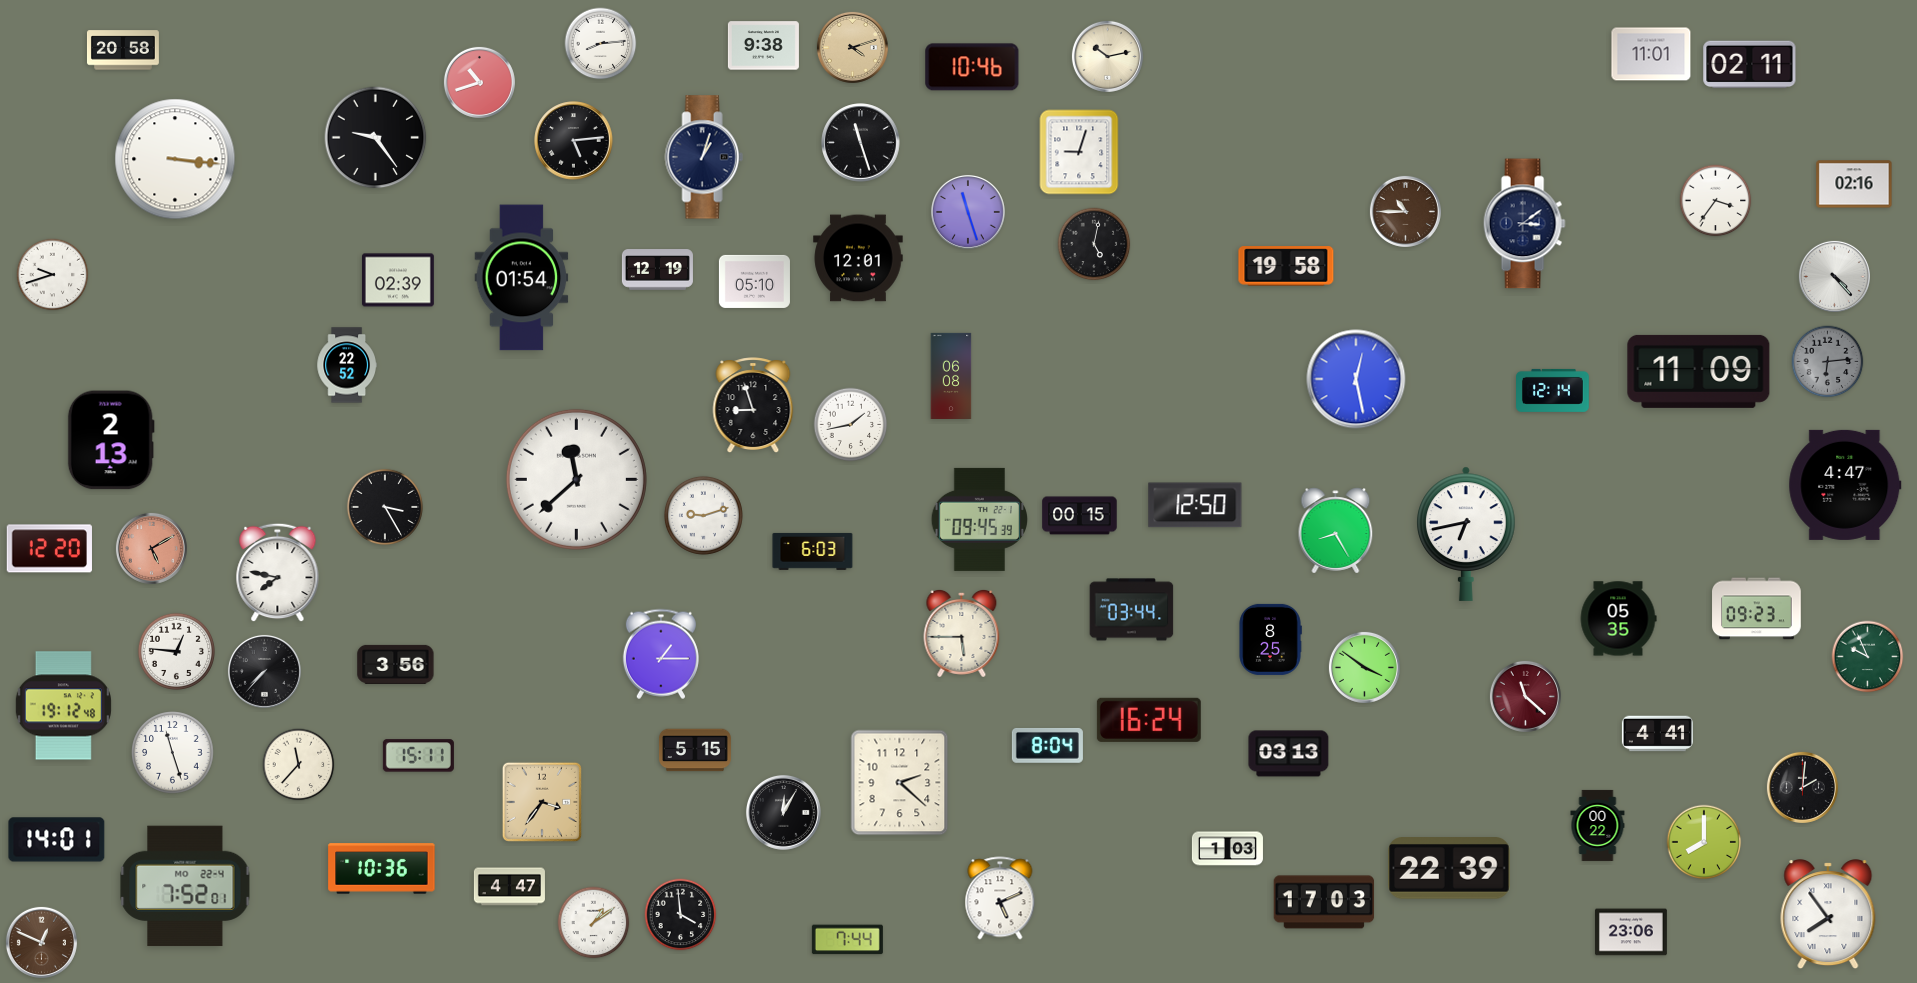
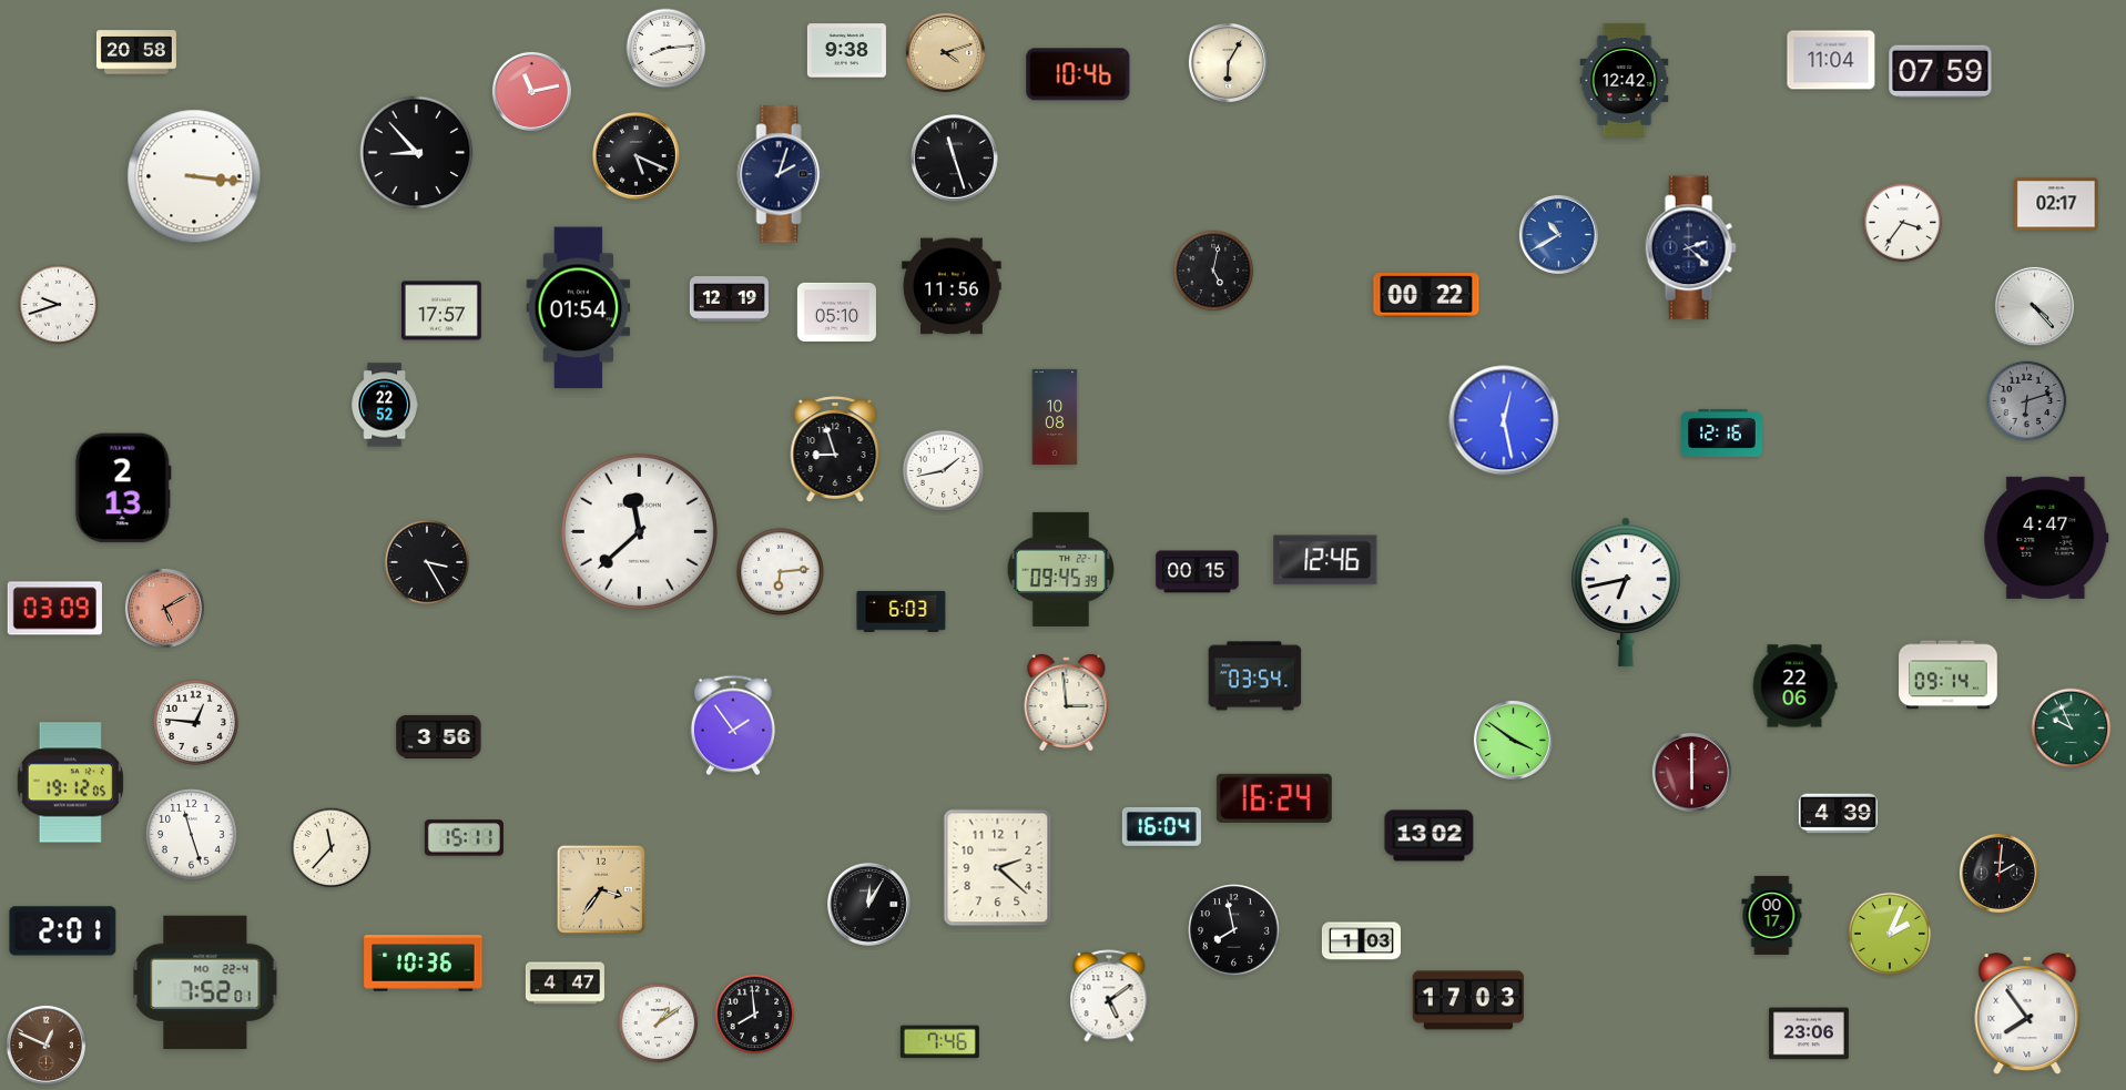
clock at (123, 50) position: (123, 50) -> (136, 52)
clock at (1651, 54): 11:01 -> 11:04
clock at (1107, 56): 10:13 -> 6:05
clock at (1750, 65): 02:11 -> 07:59
clock at (1625, 80): none -> 12:42
clock at (479, 82): 10:42 -> 11:13
clock at (376, 138): 9:24 -> 8:53
clock at (574, 141): 5:14 -> 5:19
clock at (1079, 152): 9:03 -> none
clock at (704, 157): 1:03 -> 2:03
clock at (1854, 184): 02:16 -> 02:17
clock at (1405, 211): 10:45 -> 10:40
clock at (1405, 211) dial: brown -> blue
clock at (968, 212): 11:27 -> none
clock at (1524, 224): 3:09 -> 2:22
clock at (858, 258): 12:01 -> 11:56
clock at (1286, 266): 19:58 -> 00:22
clock at (398, 280): 02:39 -> 17:57
clock at (1828, 362): 6:14 -> 6:12
clock at (1699, 371): 11:09 -> none
clock at (951, 375): 06:08 -> 10:08
clock at (1553, 390): 12:14 -> 12:16
clock at (1195, 505): 12:50 -> 12:46
clock at (703, 515): 9:12 -> 6:14
clock at (980, 519) position: (980, 519) -> (1061, 569)
clock at (1336, 531): 8:25 -> none
clock at (151, 548) position: (151, 548) -> (164, 608)
clock at (49, 549): 12:20 -> 03:09
clock at (278, 573): 7:47 -> none
clock at (1757, 609): 09:23 -> 09:14
clock at (1132, 610): 03:44 -> 03:54
clock at (1618, 619): 05:35 -> 22:06
clock at (962, 633): 5:45 -> 2:59
clock at (1270, 639): 8:25 -> none
clock at (661, 654): 1:15 -> 1:54
clock at (264, 671): 7:37 -> none
clock at (1525, 696): 11:22 -> 6:00
clock at (63, 706): 19:12:48 -> 19:12:05
clock at (1657, 734): 4:41 -> 4:39
clock at (1047, 745): 8:04 -> 16:04
clock at (695, 750): 5:15 -> none
clock at (1289, 754): 03:13 -> 13:02
clock at (783, 812) position: (783, 812) -> (868, 904)
clock at (1598, 825): 00:22 -> 00:17
clock at (1234, 930): none -> 7:58
clock at (57, 840): 14:01 -> 2:01
clock at (1704, 842): 8:00 -> 2:04
clock at (1449, 868): 22:39 -> none
clock at (1000, 898): 5:11 -> 5:09
clock at (681, 915): 3:59 -> 7:59
clock at (847, 940): 7:44 -> 7:46
